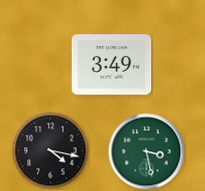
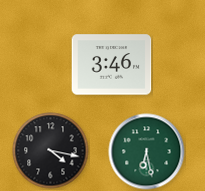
clock at (112, 65): 3:49 -> 3:46
clock at (147, 152): 3:28 -> 6:28
